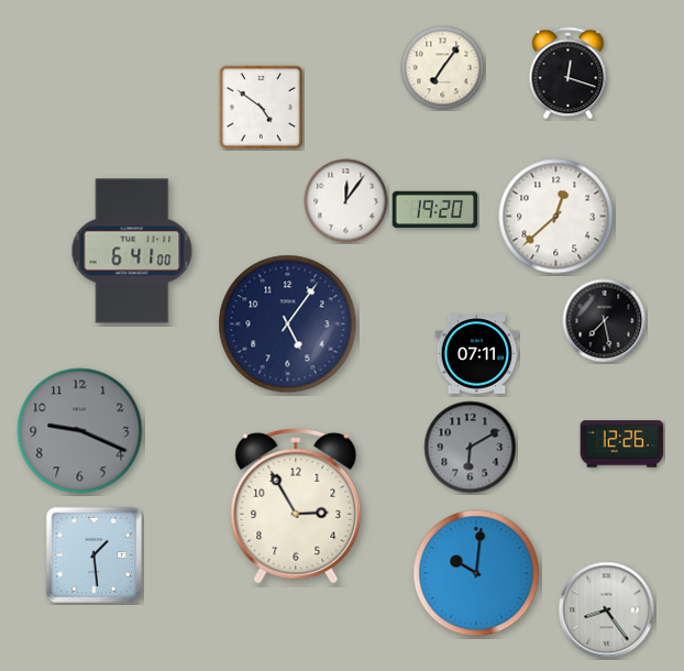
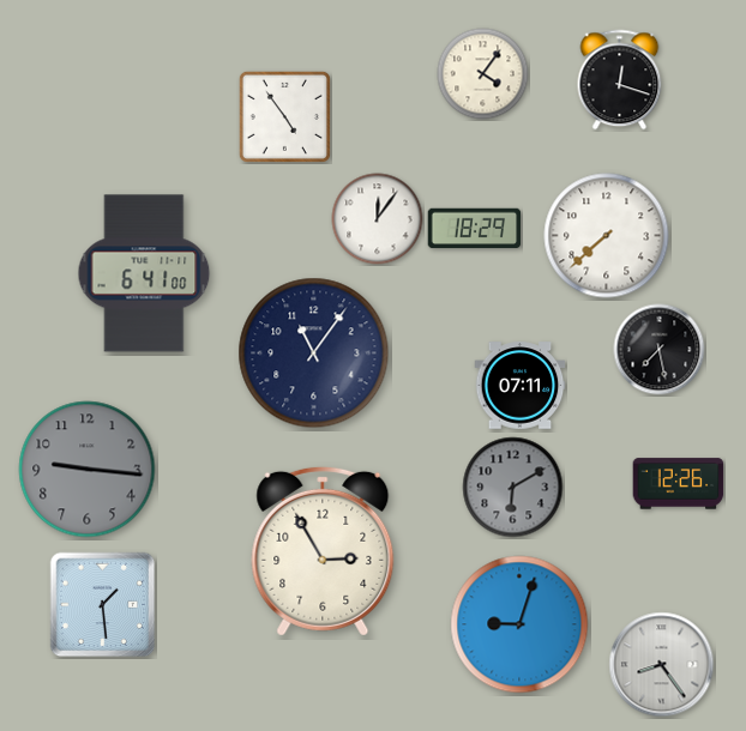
clock at (443, 68): 7:06 -> 4:06
clock at (261, 107): 4:51 -> 4:54
clock at (435, 210): 19:20 -> 18:29
clock at (556, 217): 12:38 -> 7:38
clock at (288, 324): 5:06 -> 11:06
clock at (80, 431): 9:19 -> 9:16
clock at (476, 573): 10:01 -> 9:03
